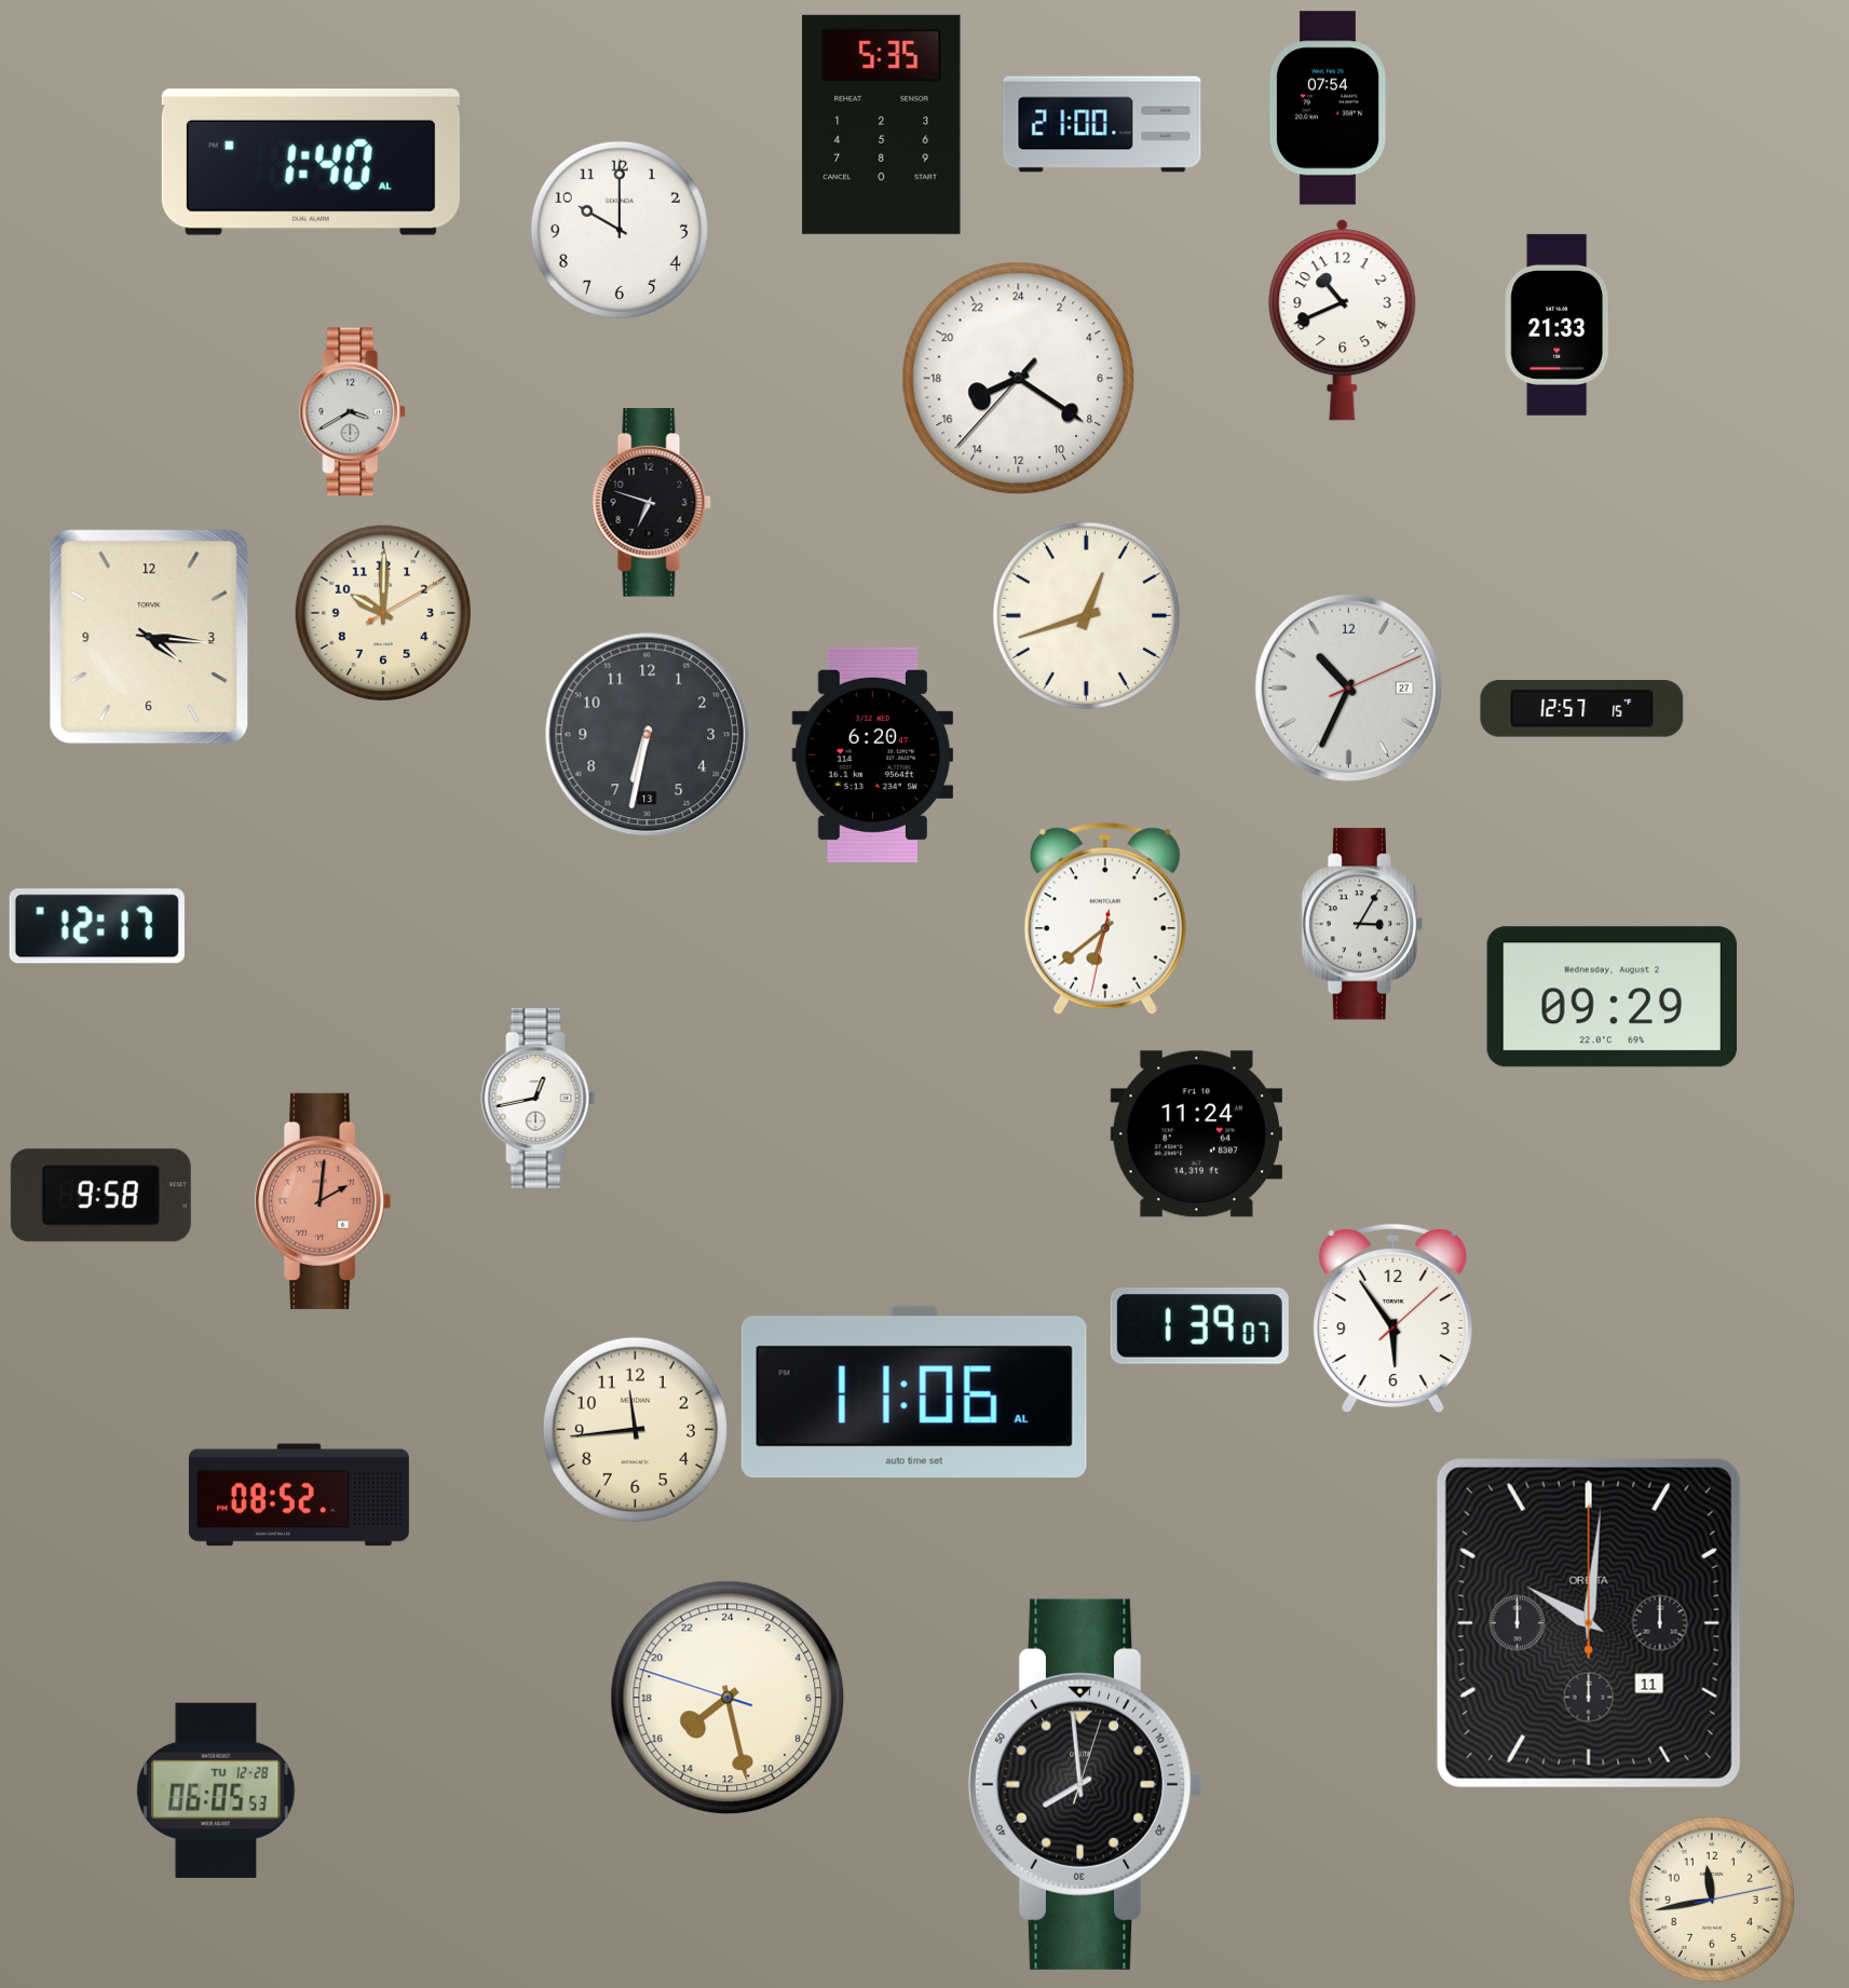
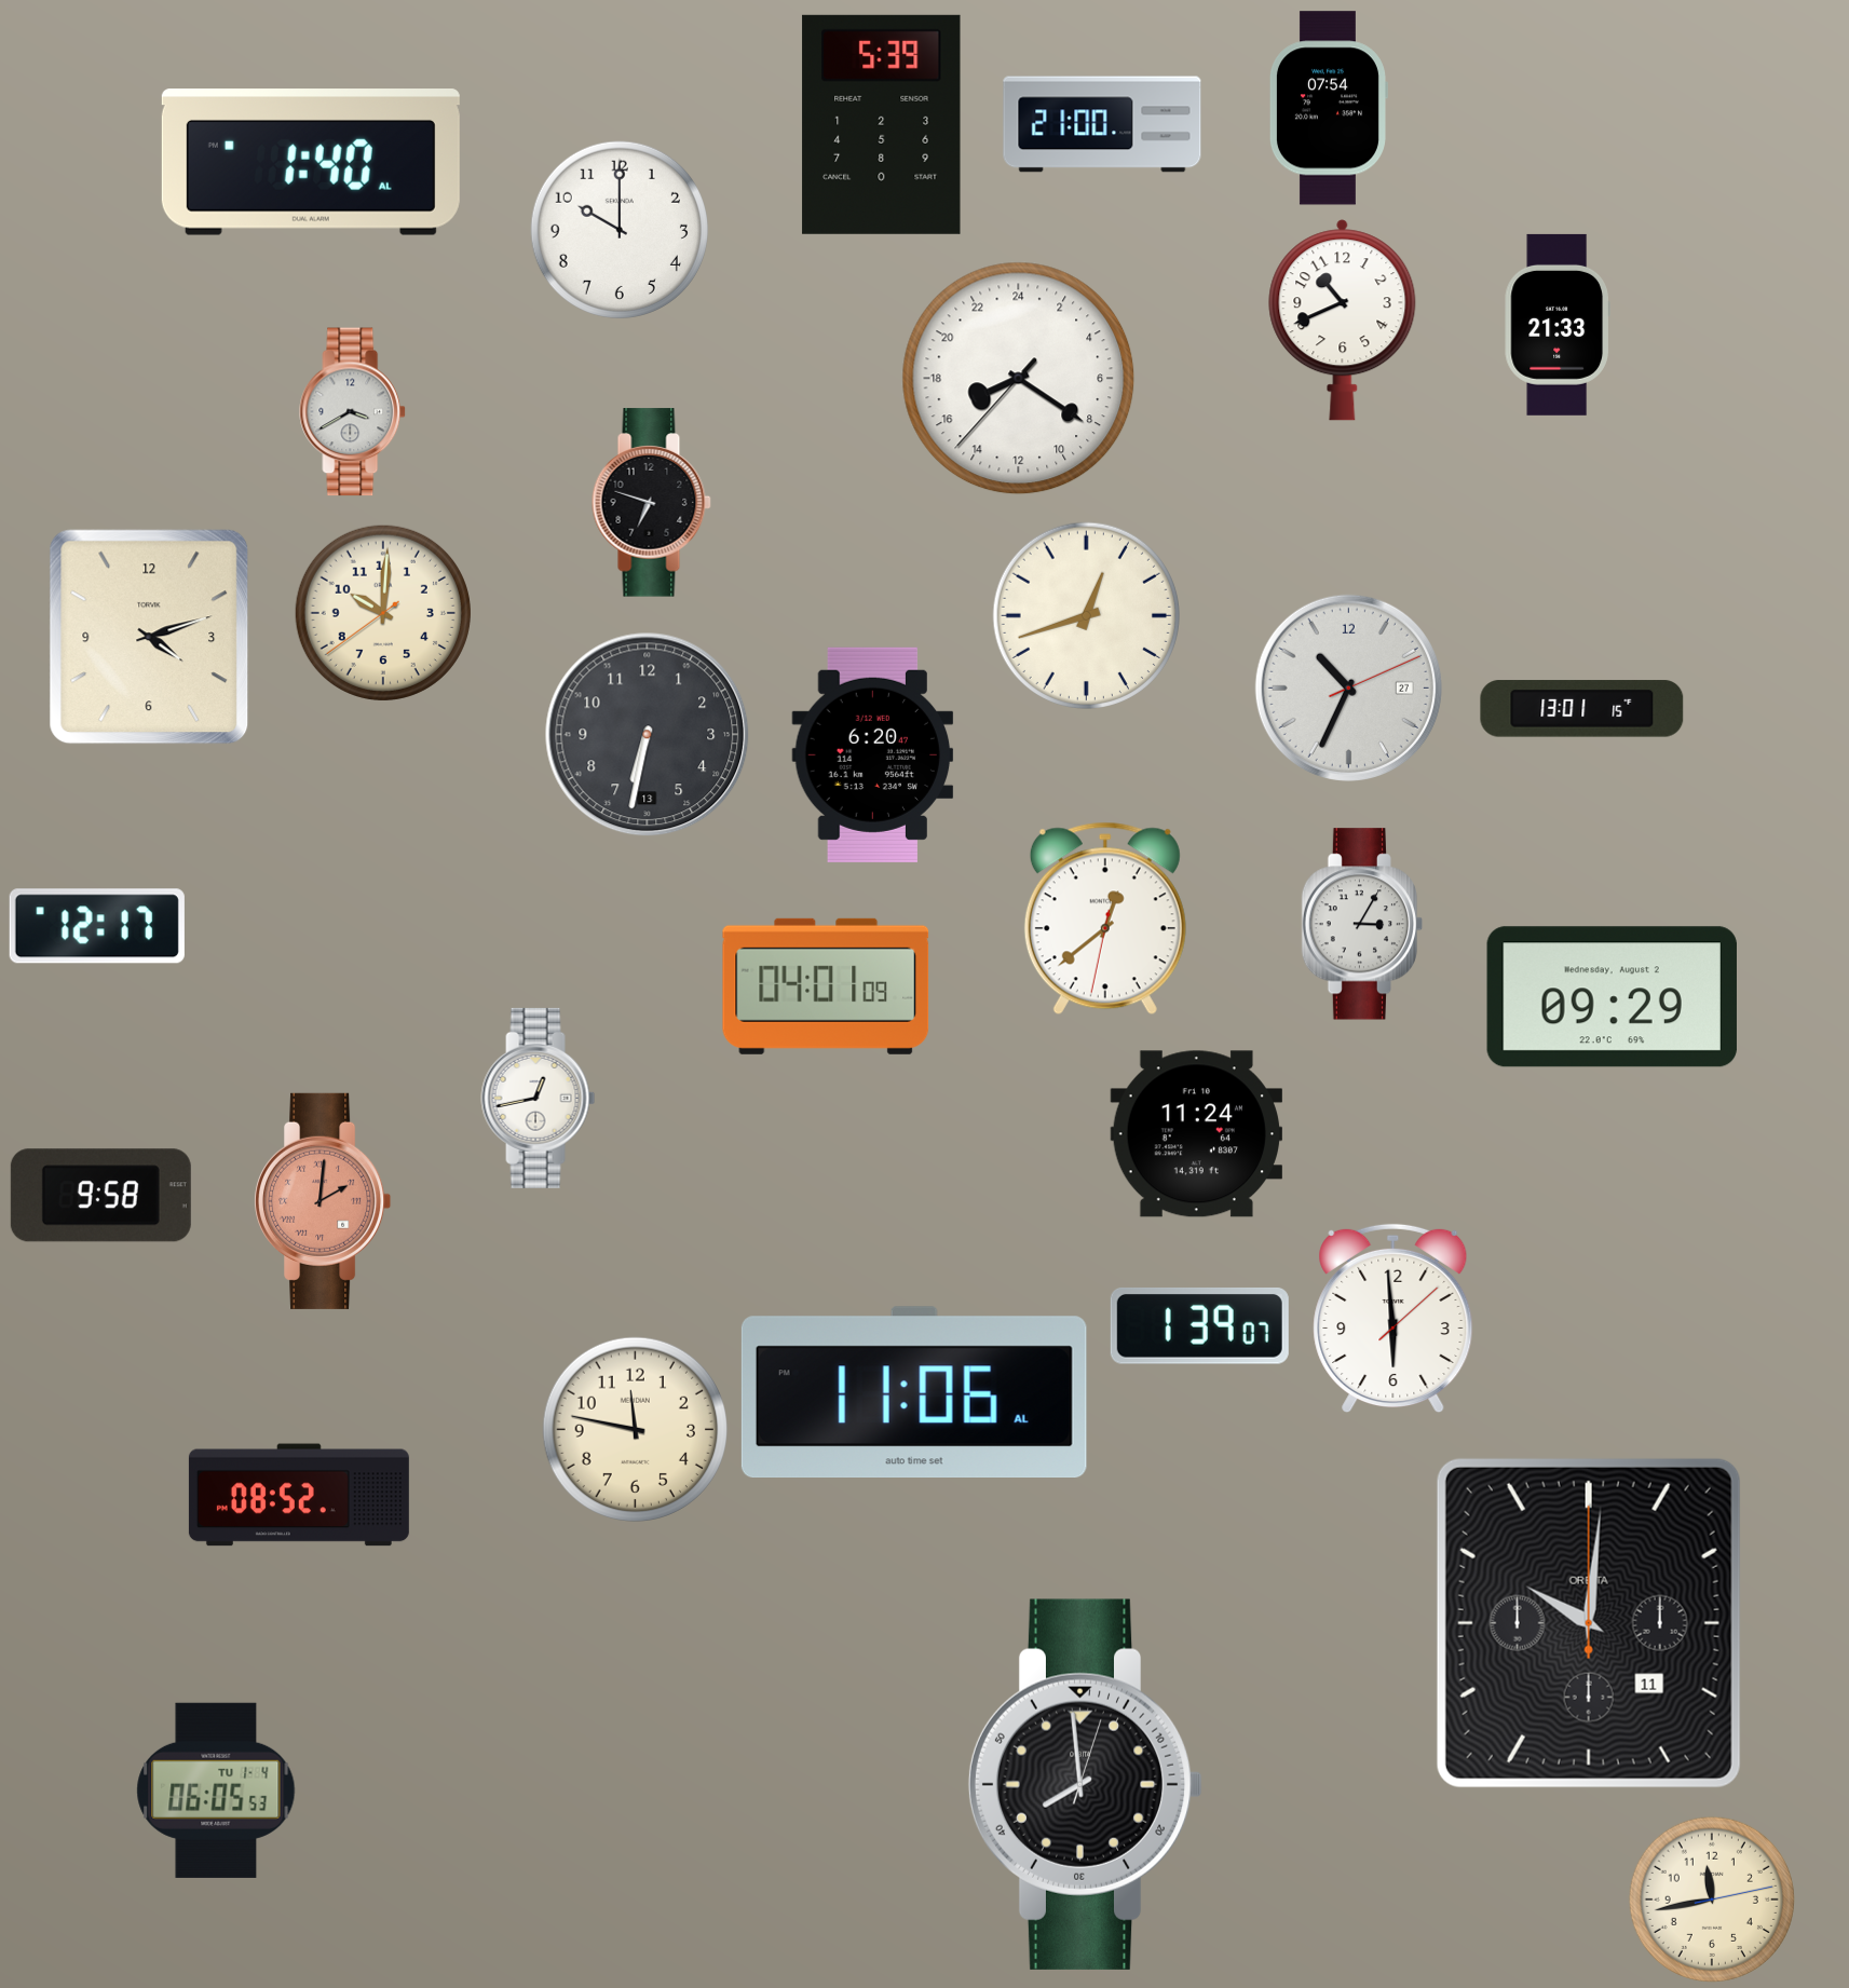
clock at (882, 124): 5:35 -> 5:39
clock at (383, 613): 10:00:10 -> 10:00:39
clock at (149, 637): 4:16 -> 4:12
clock at (1582, 709): 12:57 -> 13:01
clock at (1105, 918): 6:38 -> 12:38
clock at (826, 986): none -> 04:01
clock at (1393, 1319): 5:54 -> 5:59
clock at (635, 1429): 11:44 -> 11:47
clock at (728, 1698): 15:27 -> none
clock at (216, 1790) date: TU 12-28 -> TU 1-4
